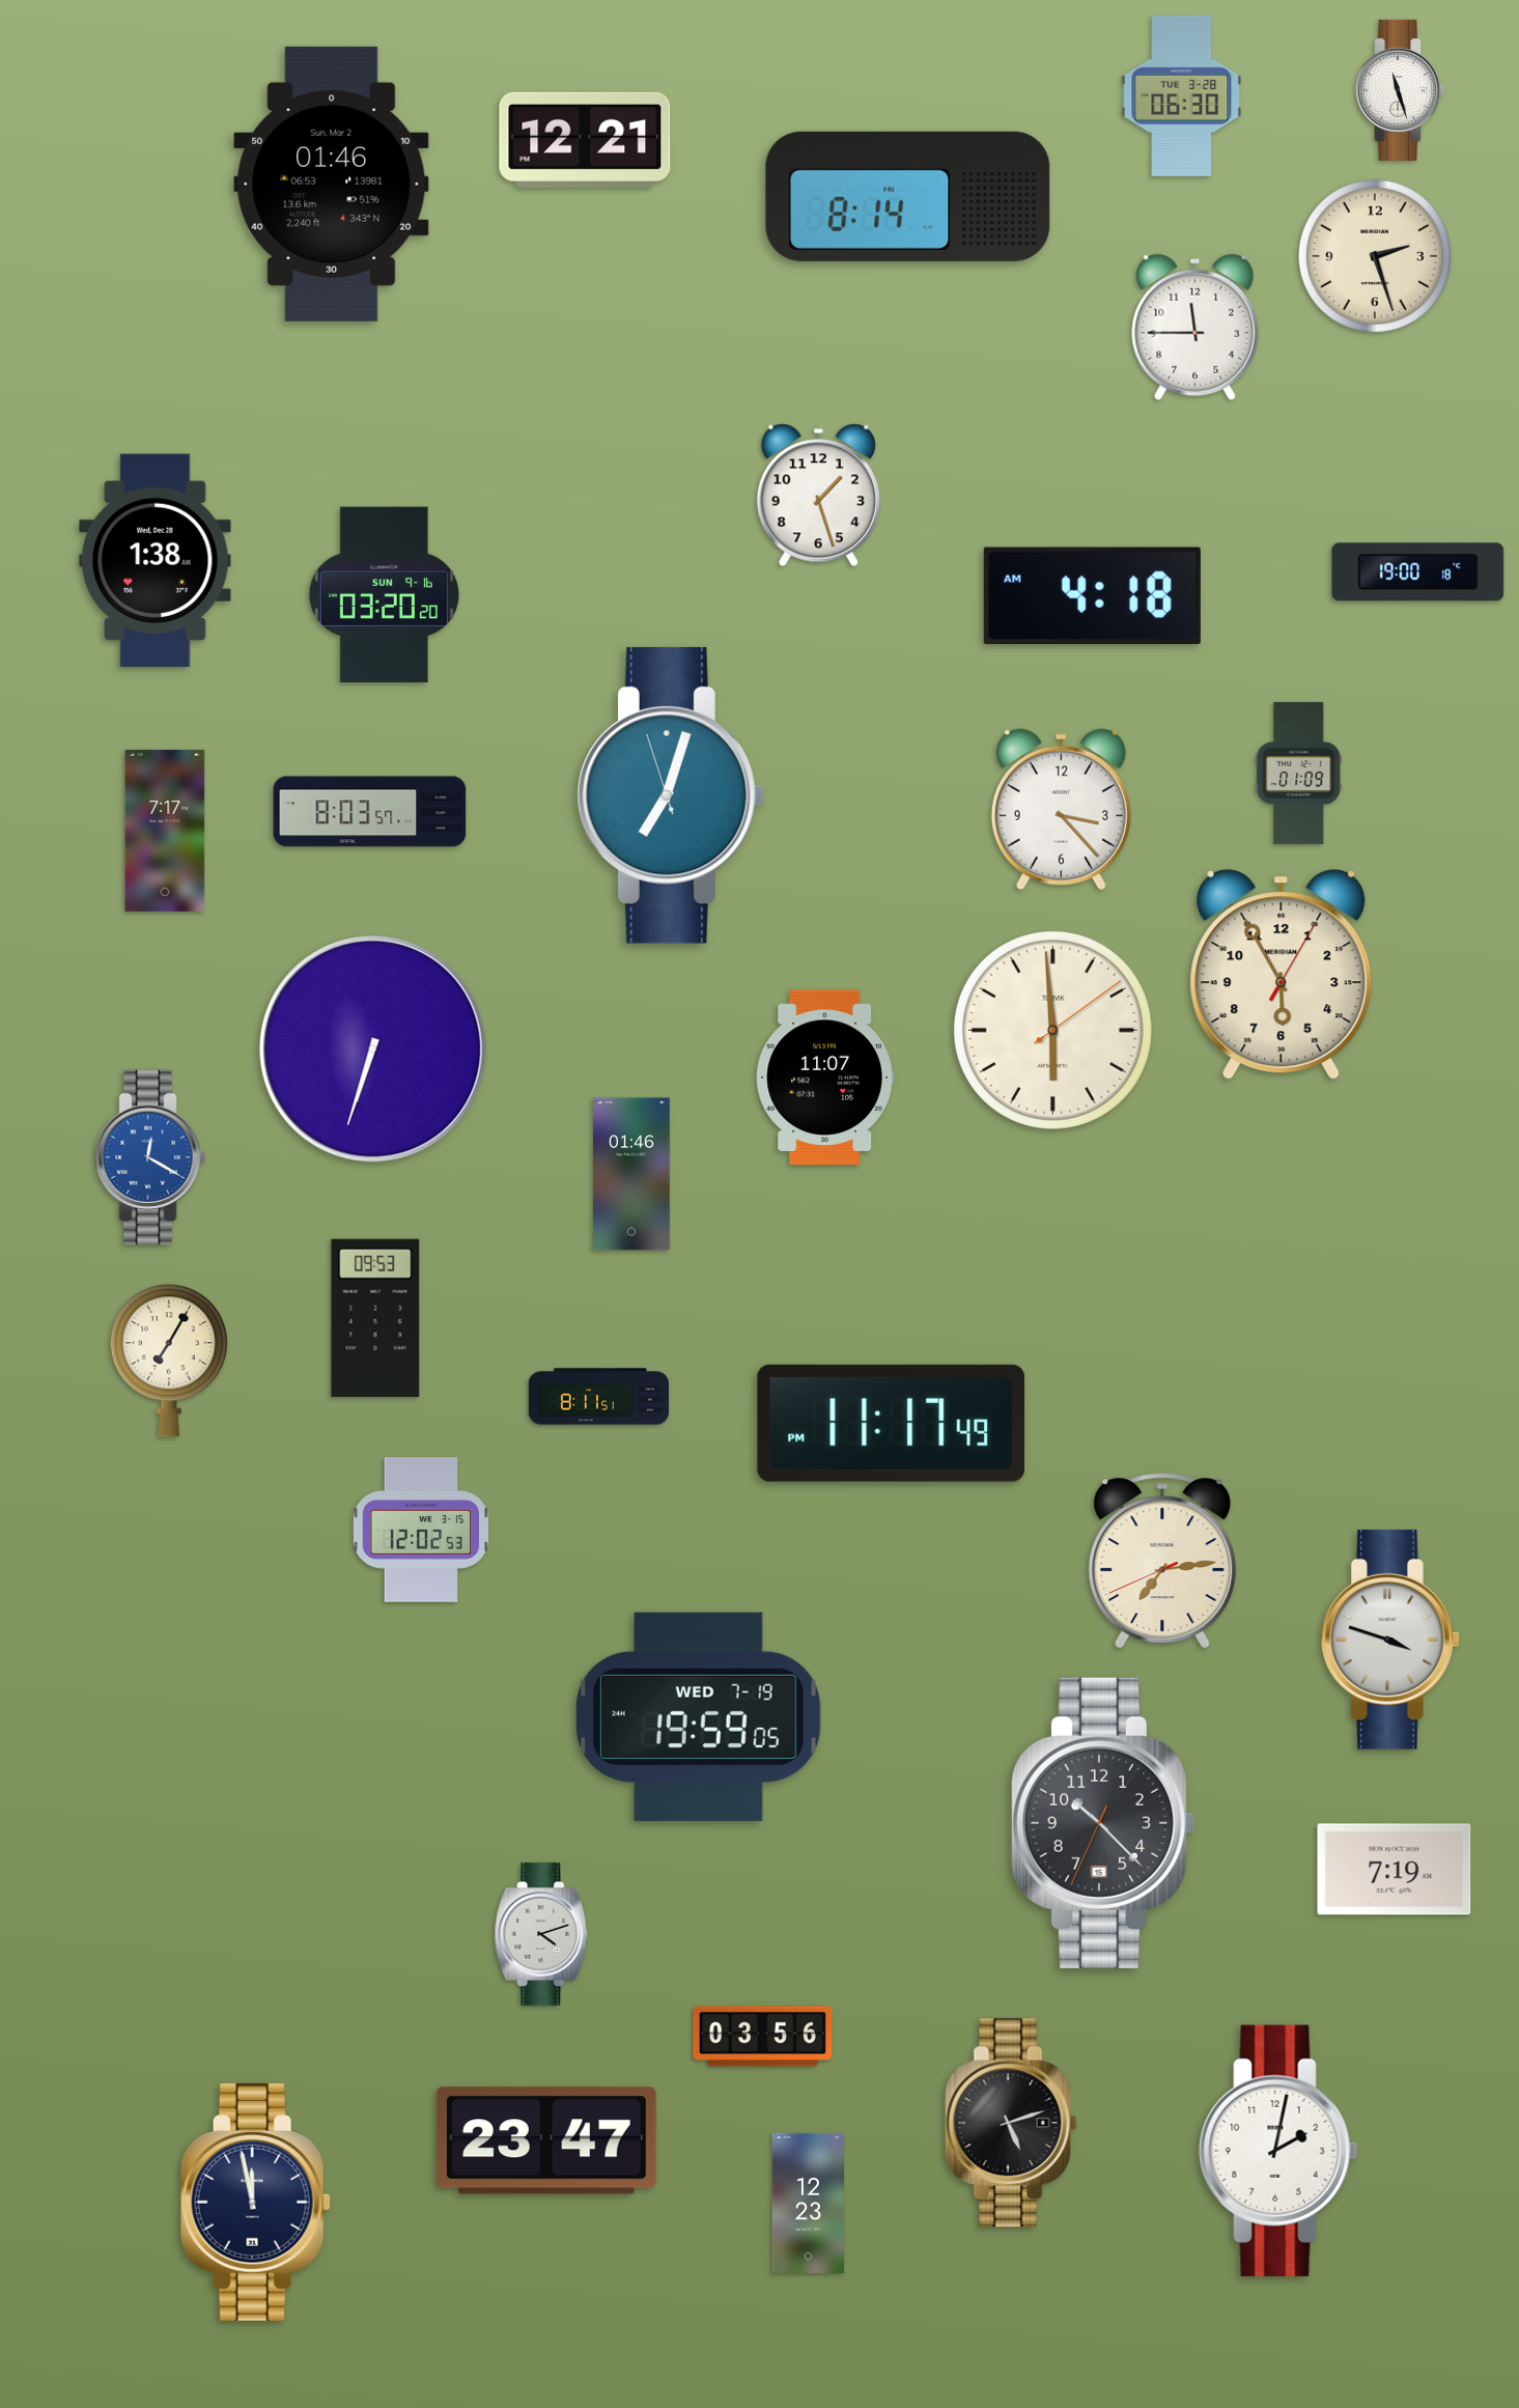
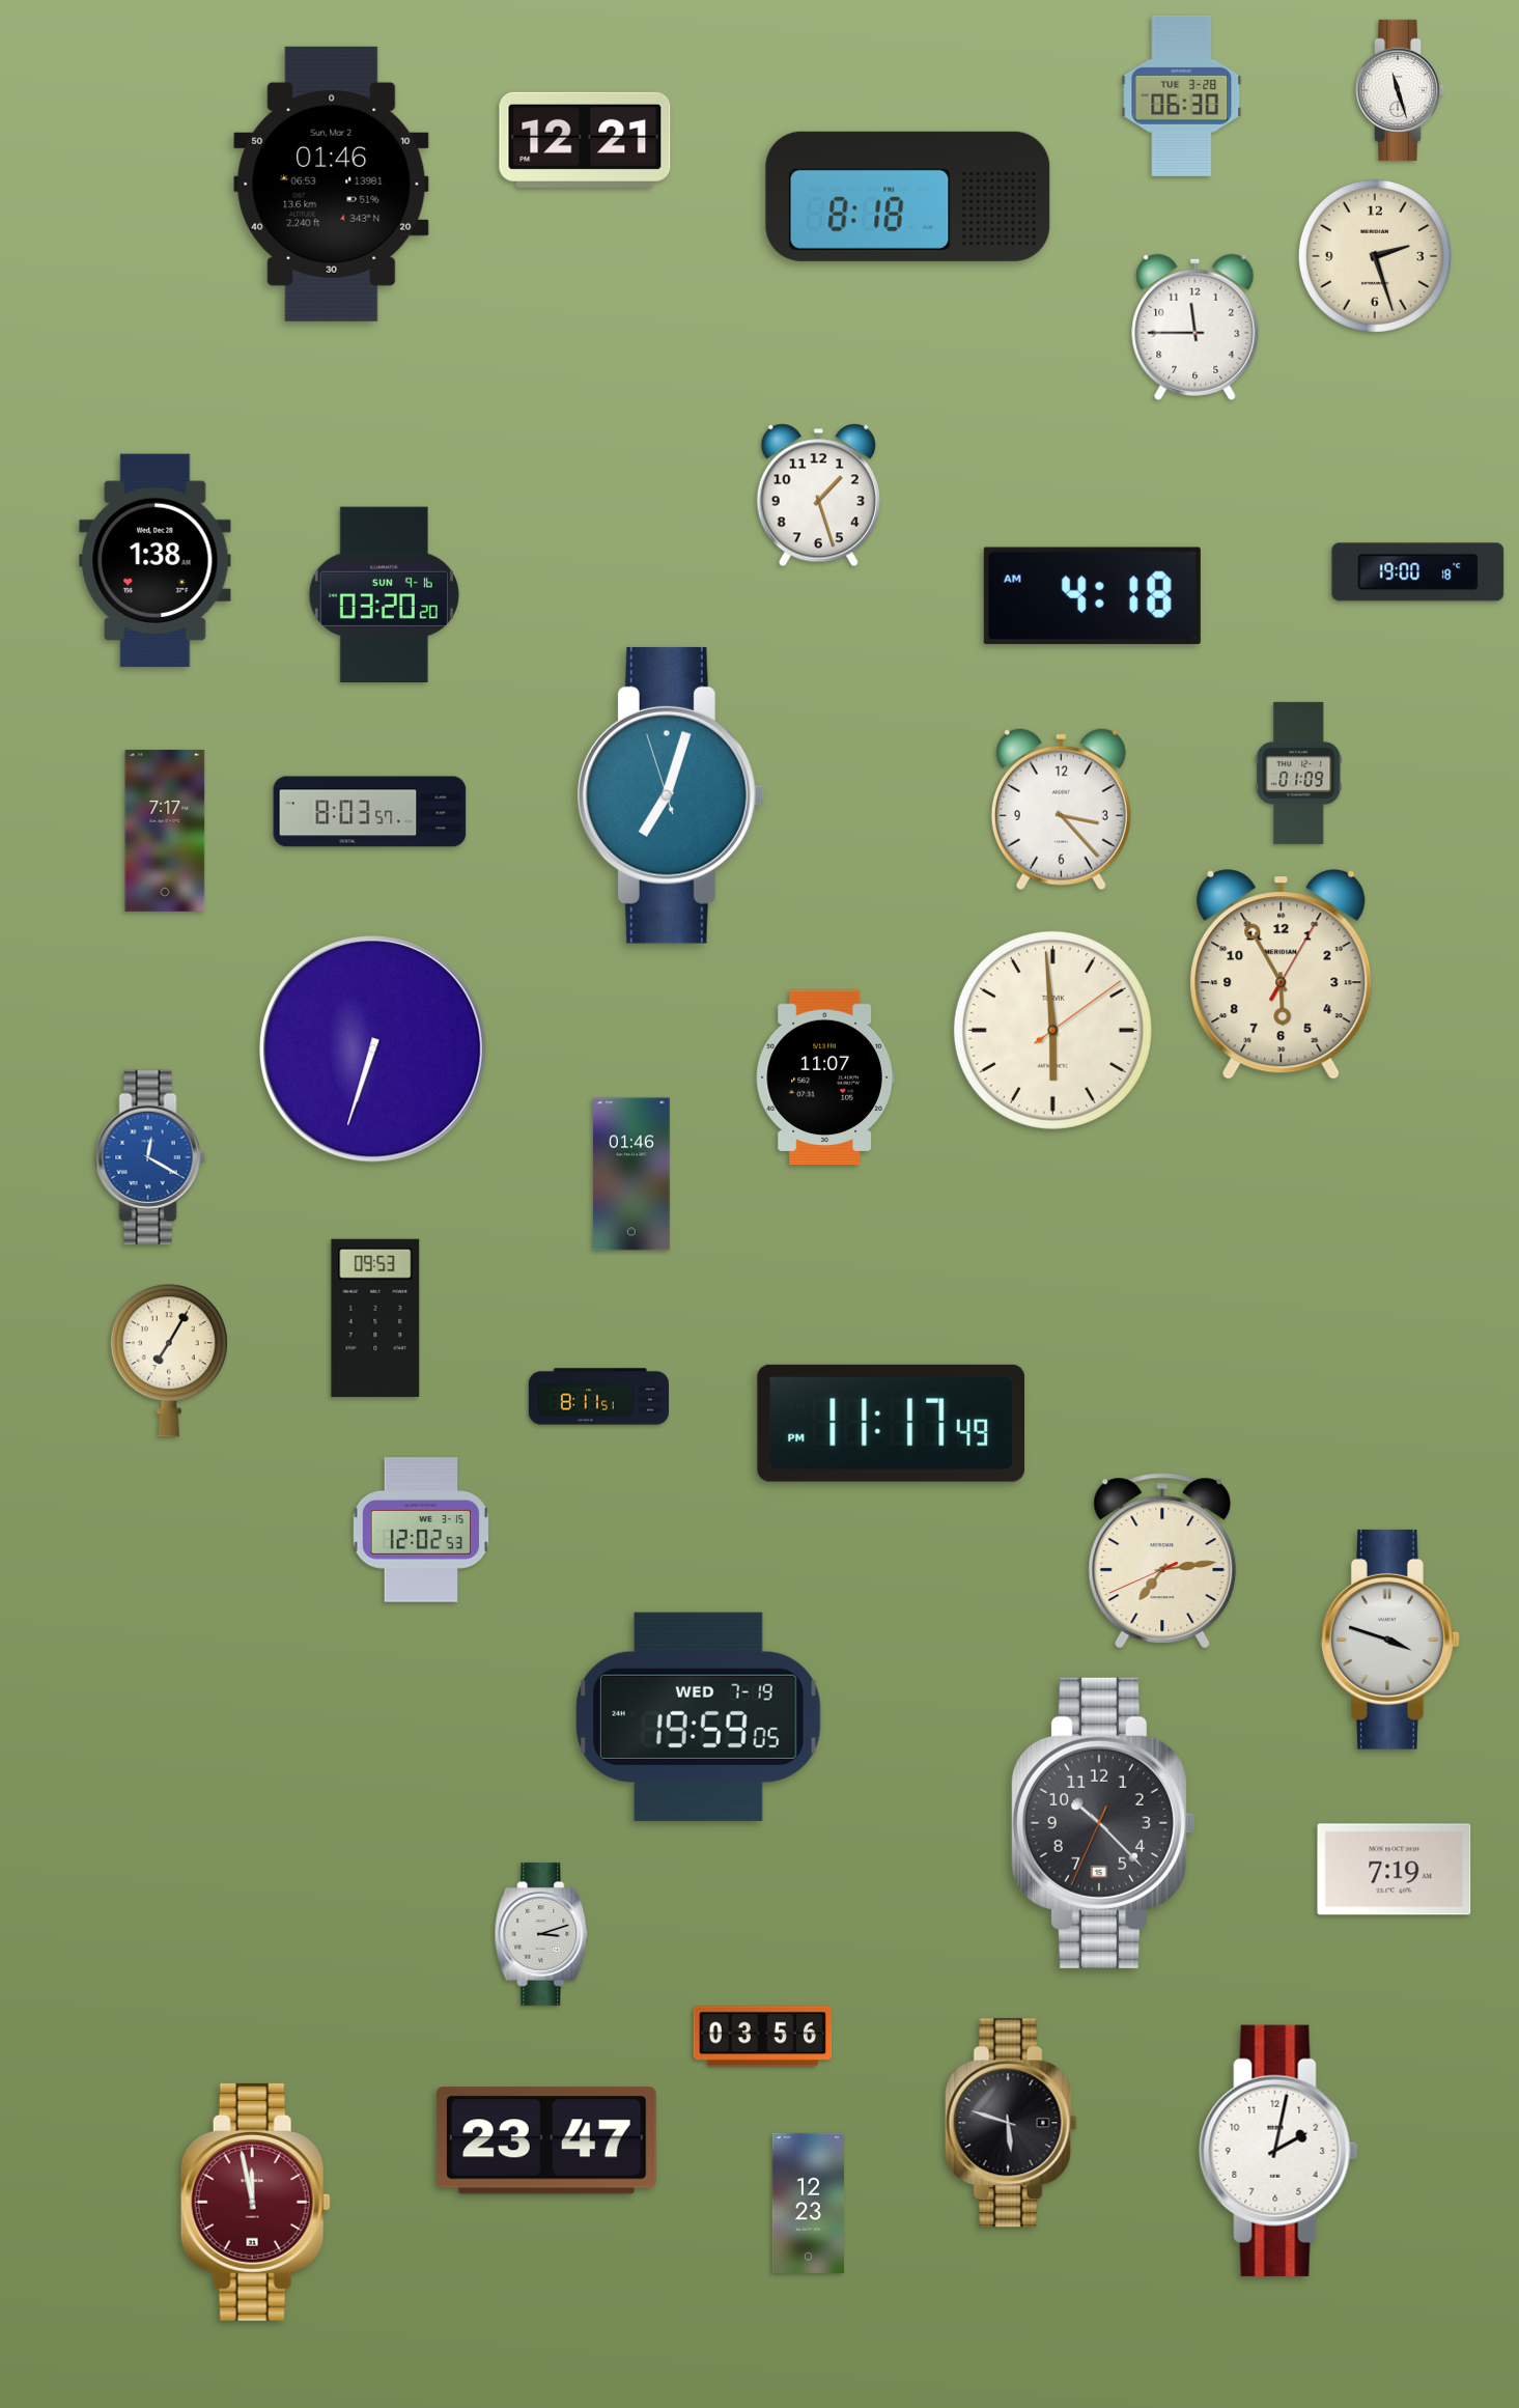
clock at (908, 196): 8:14 -> 8:18
clock at (541, 1934): 4:12 -> 3:12
clock at (1011, 2123): 5:12 -> 5:48
clock at (255, 2202) dial: navy -> burgundy
